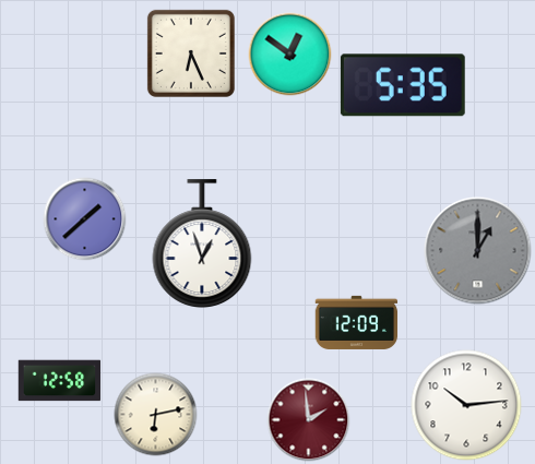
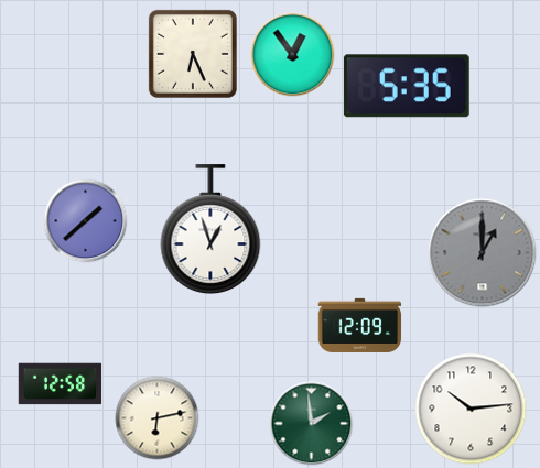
clock at (290, 55): 12:51 -> 12:54
clock at (202, 243) position: (202, 243) -> (210, 229)
clock at (309, 420) dial: burgundy -> green
